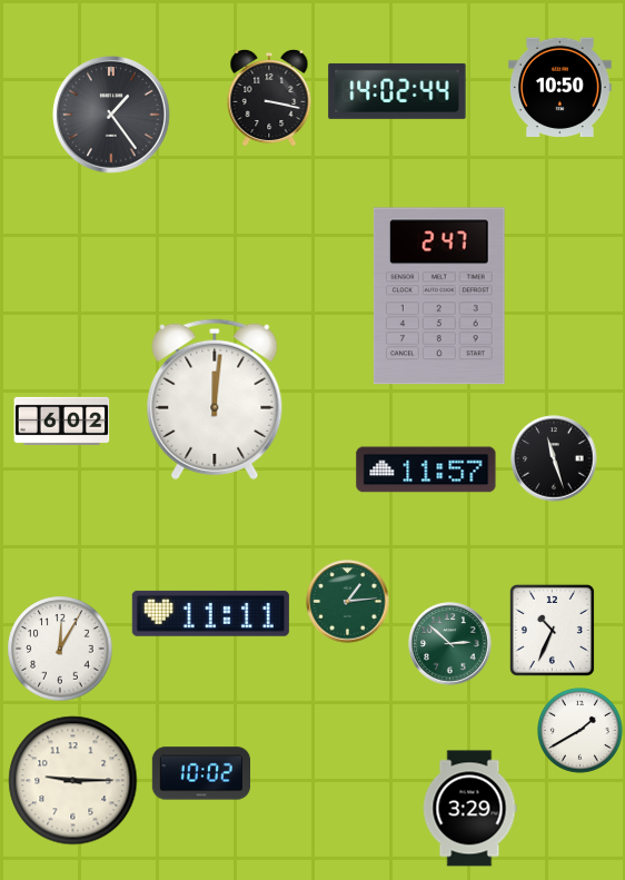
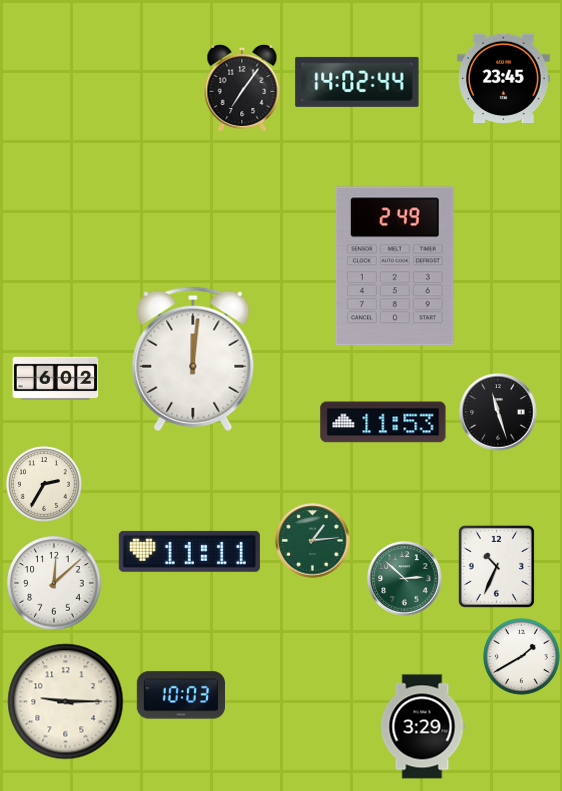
clock at (559, 87): 10:50 -> 23:45
clock at (269, 97): 3:17 -> 7:06
clock at (112, 116): 1:24 -> none
clock at (439, 296): 2:47 -> 2:49
clock at (426, 469): 11:57 -> 11:53
clock at (45, 485): none -> 2:35
clock at (60, 649): 12:05 -> 12:08
clock at (200, 773): 10:02 -> 10:03
